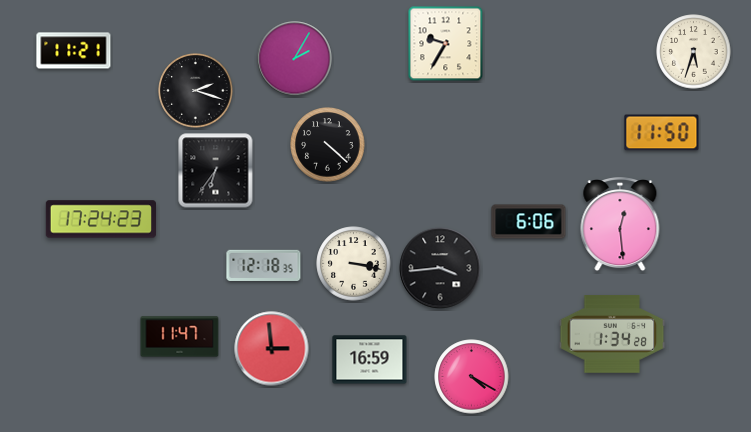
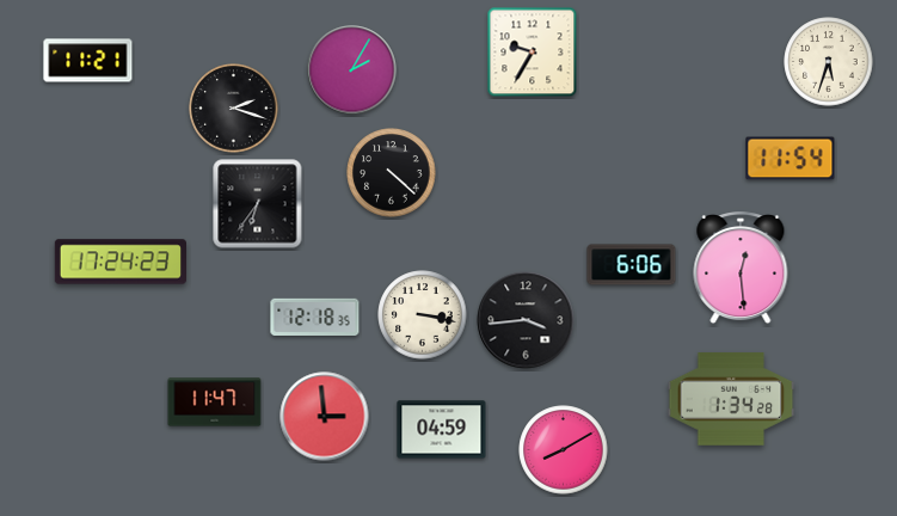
clock at (662, 133): 11:50 -> 11:54
clock at (370, 360): 16:59 -> 04:59
clock at (472, 377): 4:20 -> 8:10
